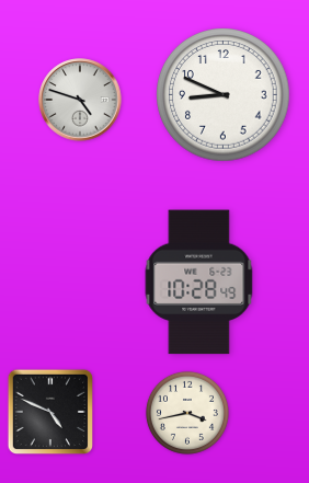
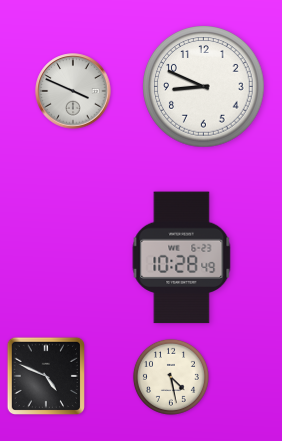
clock at (80, 100): 4:48 -> 3:49
clock at (187, 413): 3:43 -> 4:28
